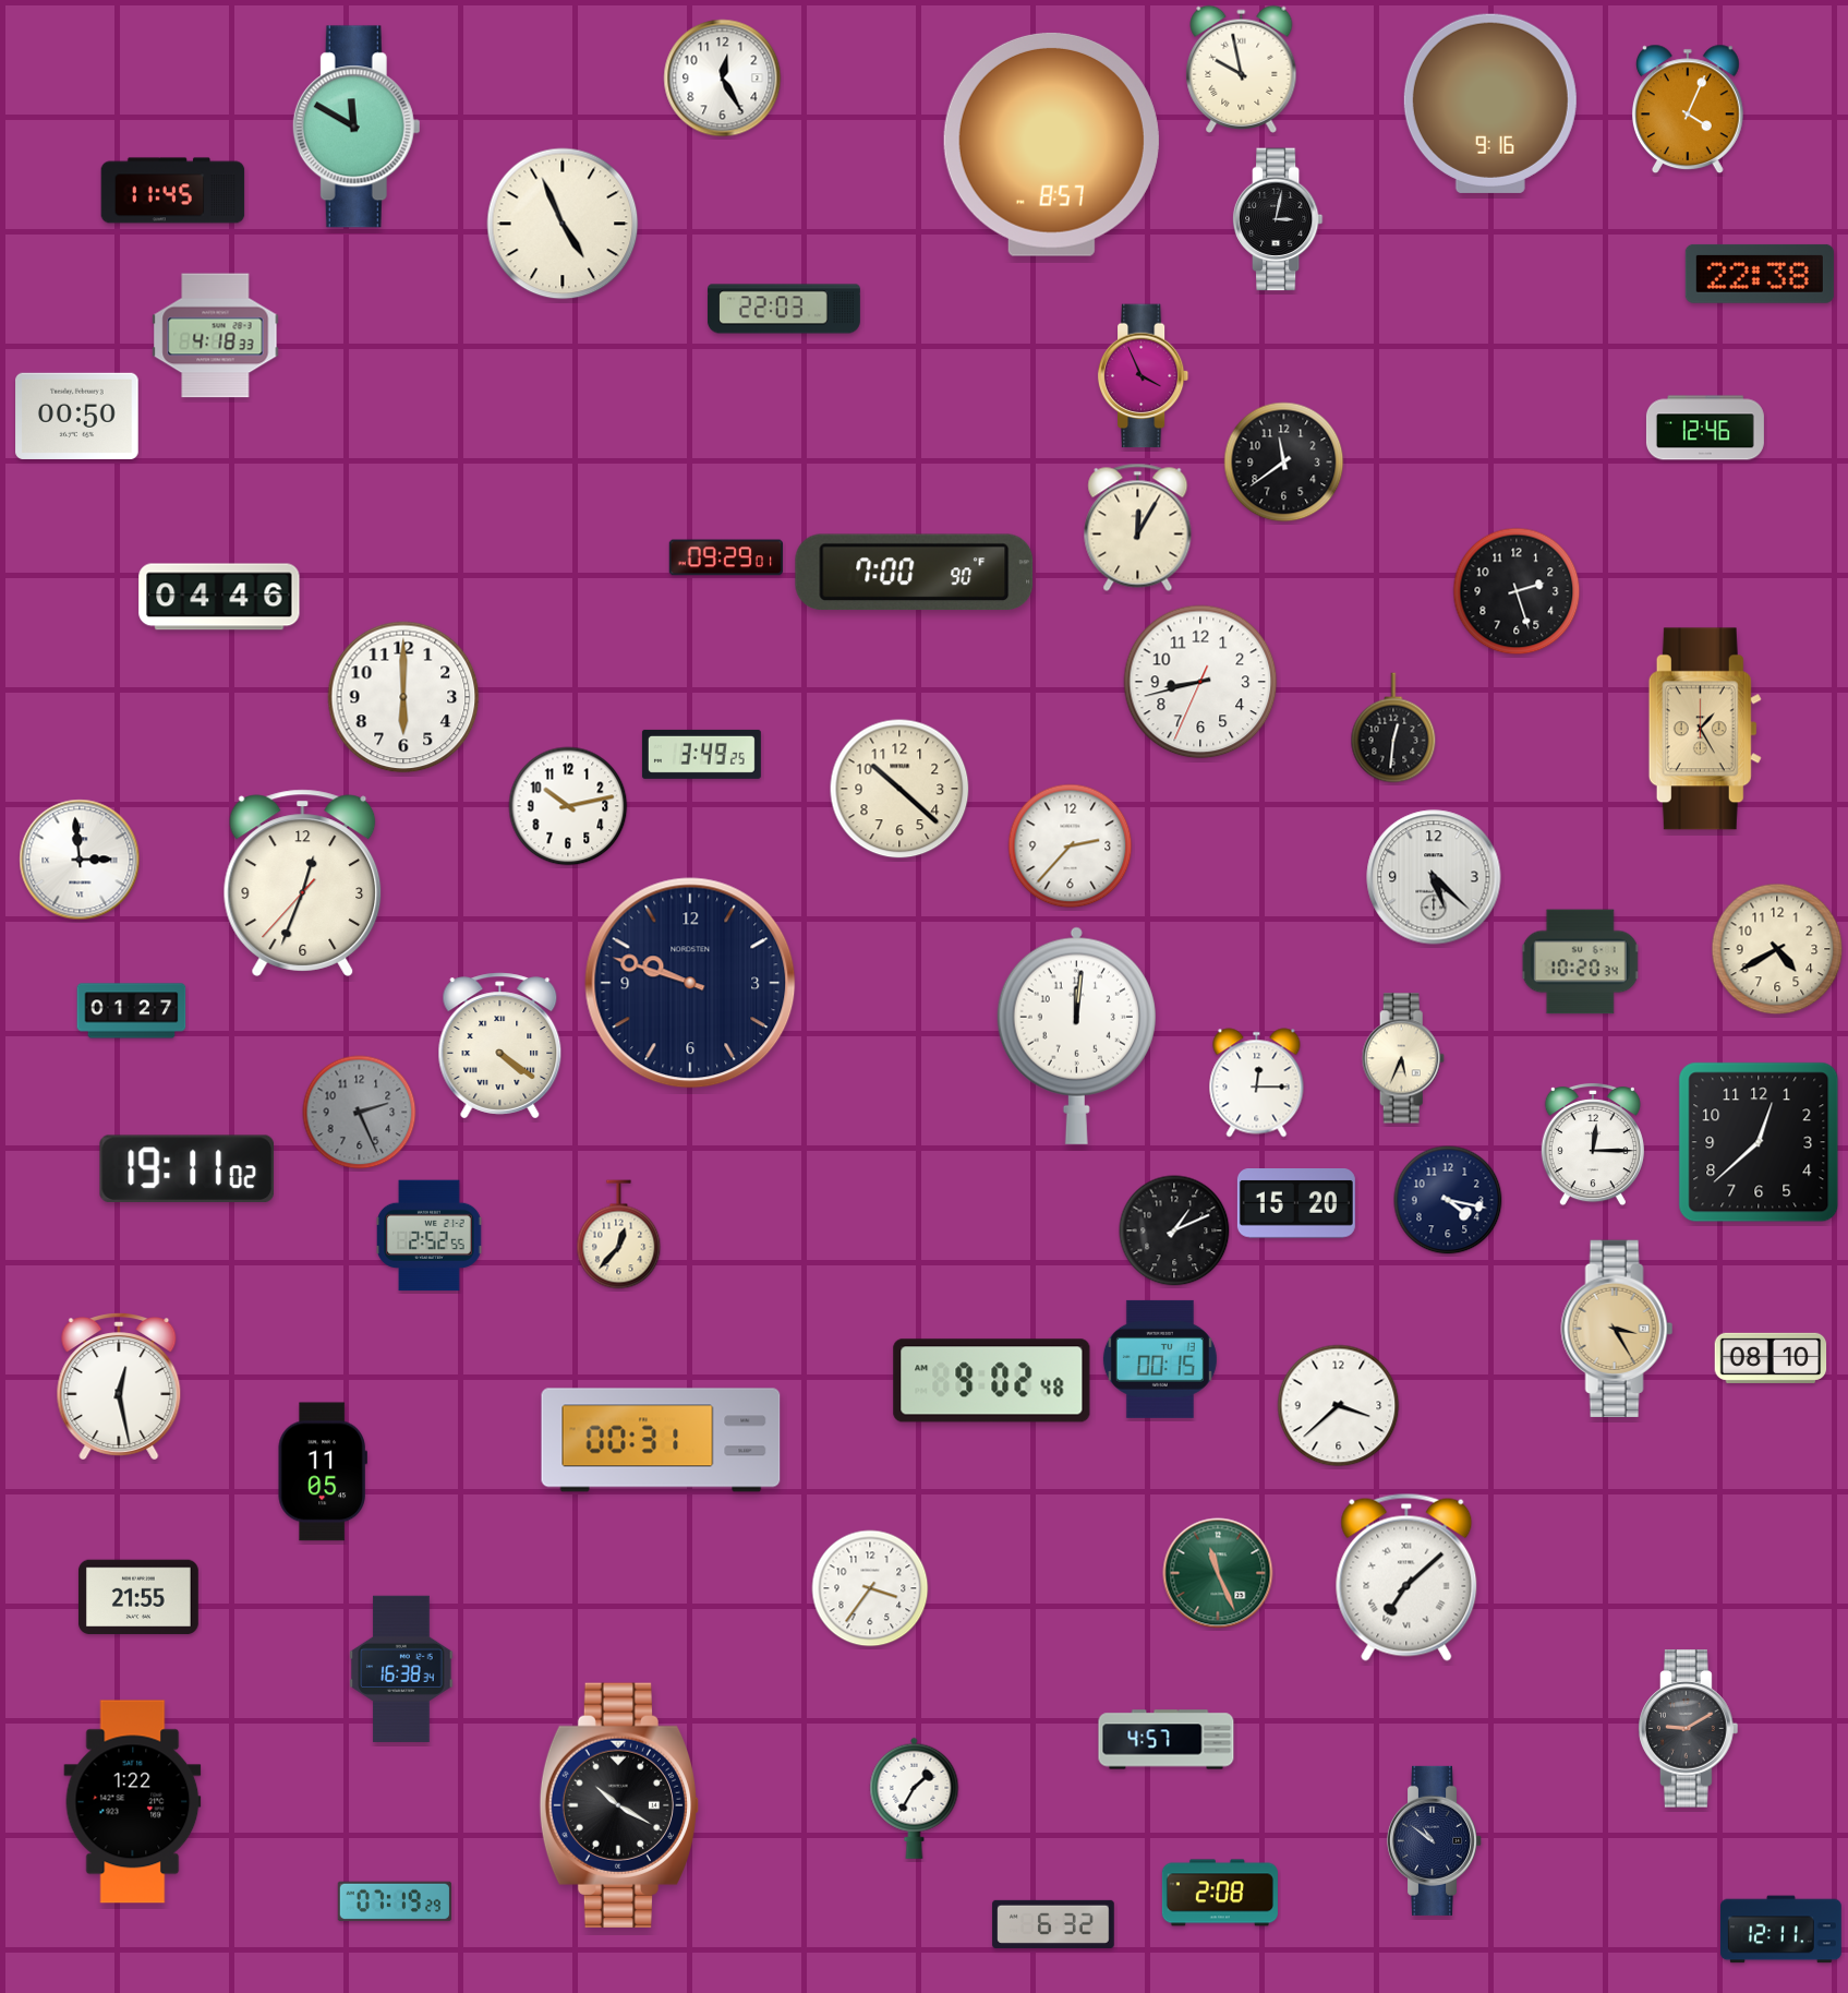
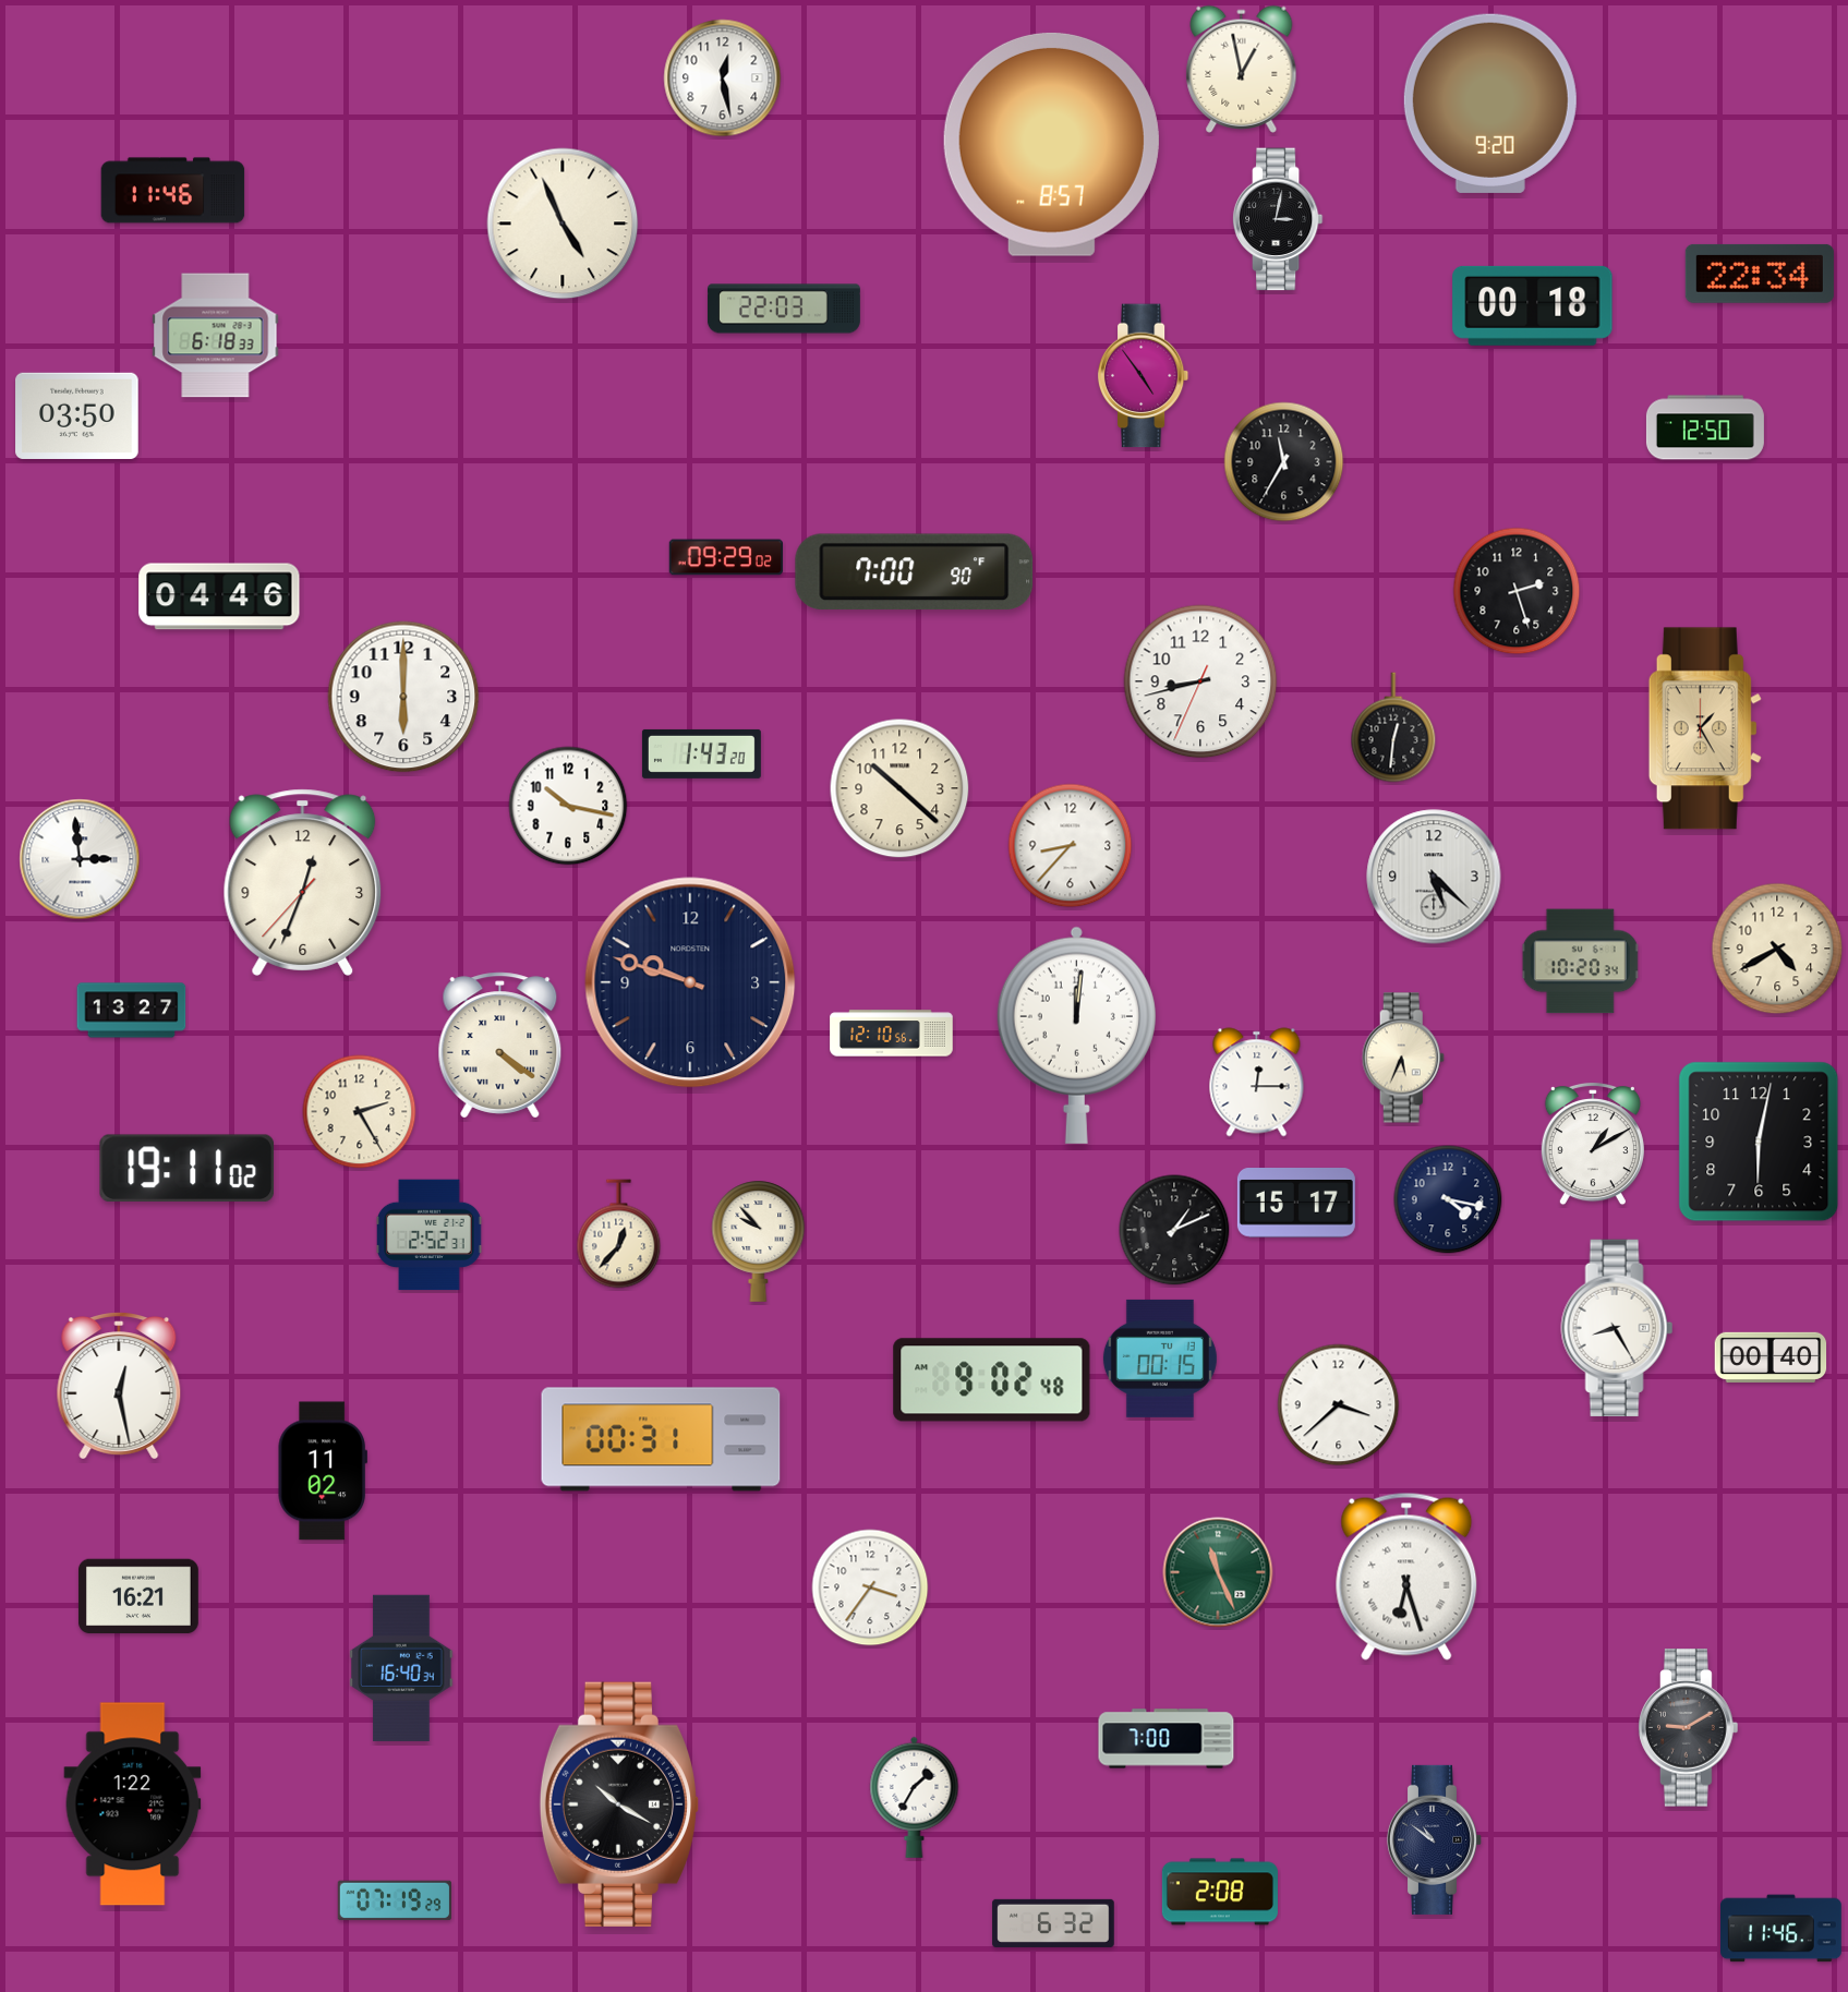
clock at (1242, 69): 9:58 -> 12:58
clock at (723, 79): 12:25 -> 12:28
clock at (1490, 104): 9:16 -> 9:20
clock at (1688, 109): 4:04 -> none
clock at (357, 127): 11:50 -> none
clock at (173, 191): 11:45 -> 11:46
clock at (1760, 274): 22:38 -> 22:34
clock at (1533, 305): none -> 00:18
clock at (216, 336): 4:18 -> 6:18
clock at (1144, 376): 3:56 -> 4:54
clock at (77, 416): 00:50 -> 03:50
clock at (1705, 428): 12:46 -> 12:50
clock at (1284, 463): 11:39 -> 11:35
clock at (1138, 527): 12:05 -> none
clock at (726, 557): 09:29:01 -> 09:29:02
clock at (701, 754): 3:49 -> 1:43
clock at (568, 806): 10:13 -> 10:17
clock at (1071, 847): 2:37 -> 8:37
clock at (132, 1011): 01:27 -> 13:27
clock at (892, 1034): none -> 12:10
clock at (360, 1113): 2:26 -> 2:25
clock at (360, 1113) dial: grey -> cream
clock at (1759, 1142): 12:38 -> 6:02
clock at (1593, 1144): 12:15 -> 1:10
clock at (1296, 1204): 15:20 -> 15:17
clock at (430, 1236): 2:52:55 -> 2:52:31
clock at (759, 1241): none -> 9:53
clock at (1617, 1329): 3:25 -> 8:25
clock at (1617, 1329) dial: champagne -> white
clock at (1771, 1358): 08:10 -> 00:40
clock at (323, 1472): 11:05 -> 11:02
clock at (1406, 1577): 7:08 -> 6:27
clock at (138, 1597): 21:55 -> 16:21
clock at (401, 1669): 16:38 -> 16:40
clock at (1167, 1740): 4:57 -> 7:00
clock at (133, 1802) position: (133, 1802) -> (133, 1804)
clock at (1781, 1930): 12:11 -> 11:46
